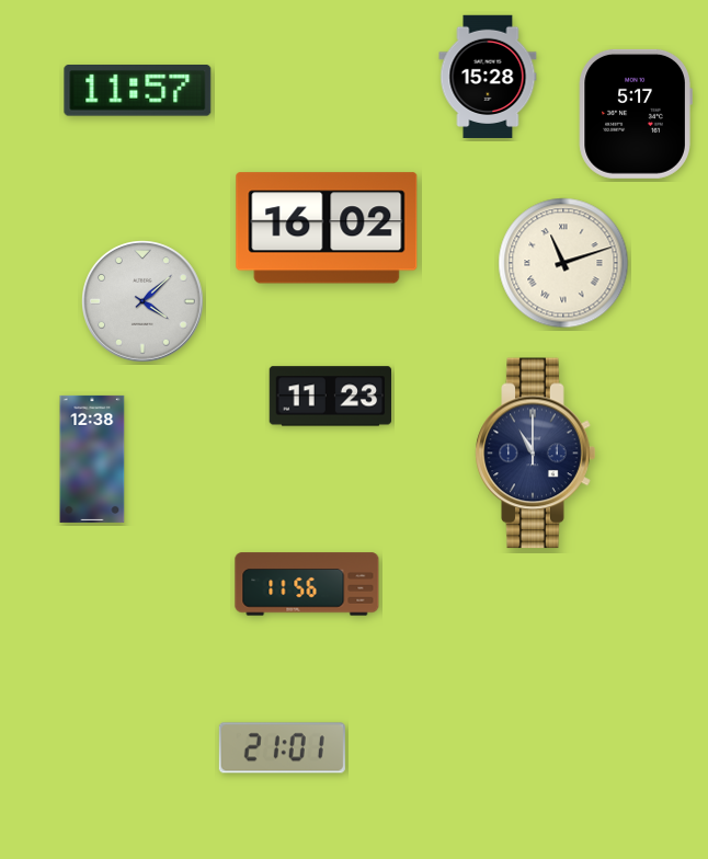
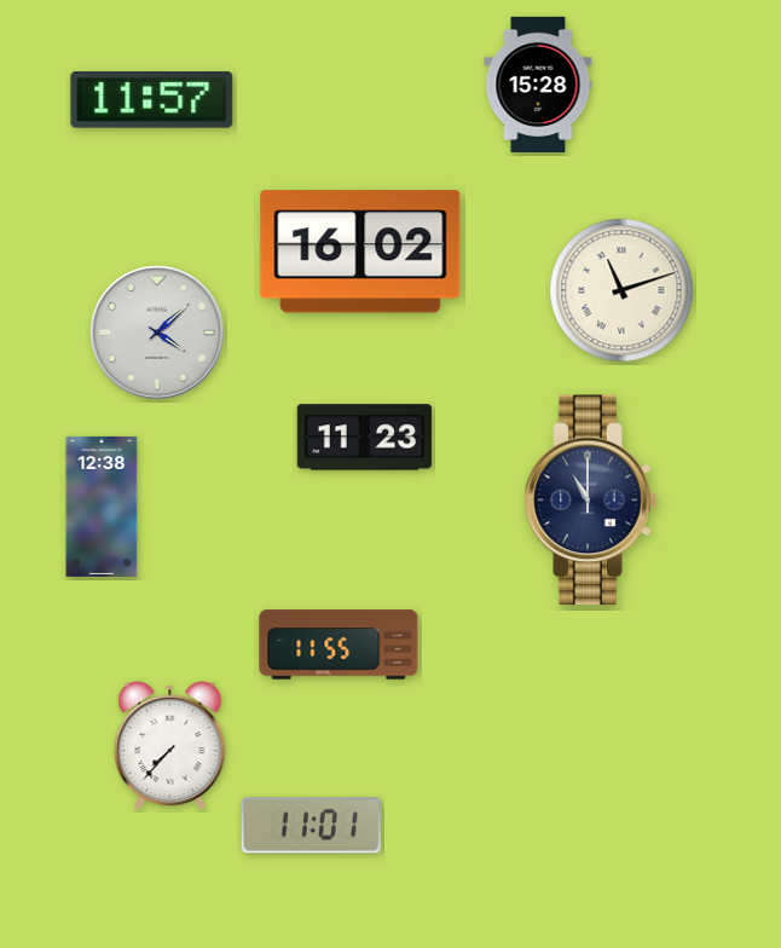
clock at (636, 114): 5:17 -> none
clock at (307, 584): 11:56 -> 11:55
clock at (170, 746): none -> 7:37
clock at (282, 748): 21:01 -> 11:01
